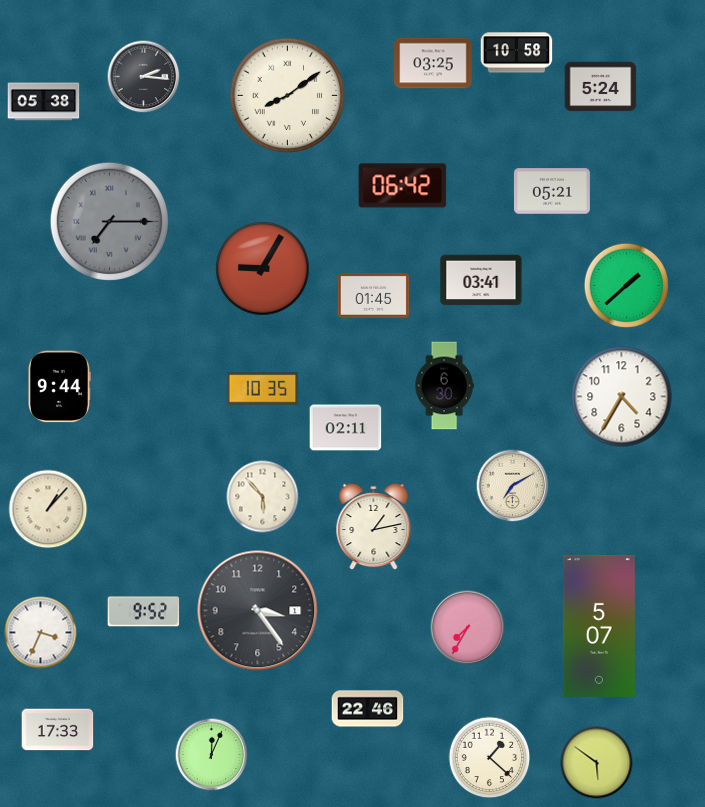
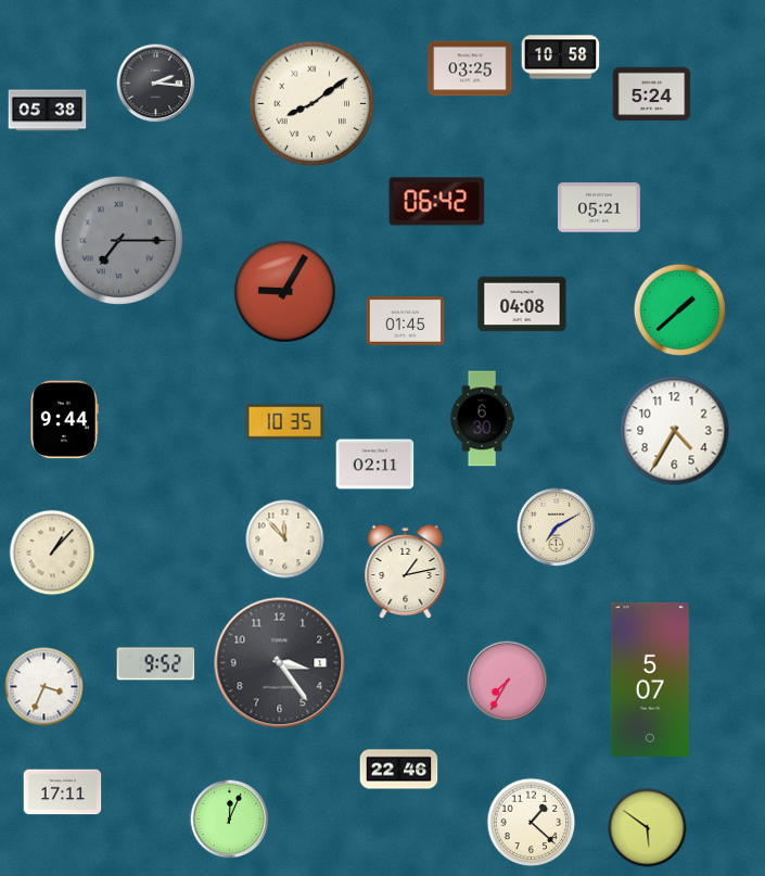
clock at (481, 280): 03:41 -> 04:08
clock at (263, 497): 5:53 -> 11:53
clock at (58, 730): 17:33 -> 17:11
